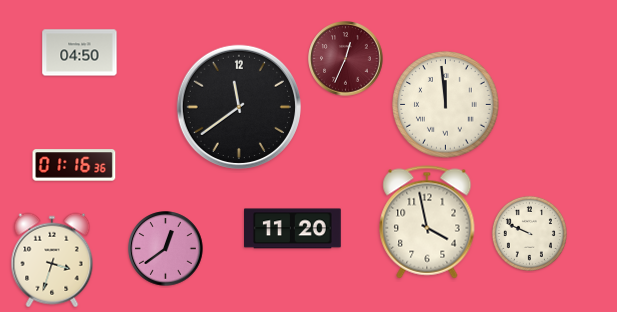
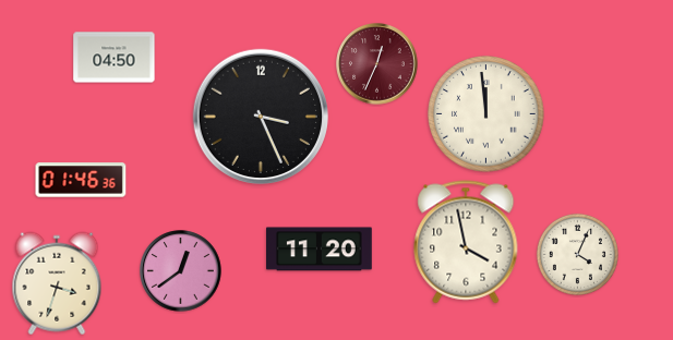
clock at (80, 53) position: (80, 53) -> (115, 58)
clock at (239, 107): 11:39 -> 3:26
clock at (74, 165): 01:16 -> 01:46
clock at (529, 233): 9:49 -> 4:04
